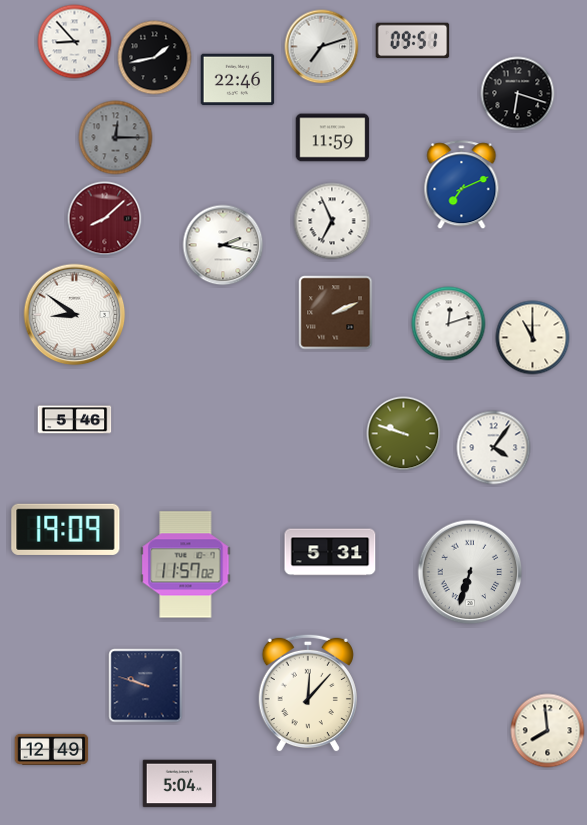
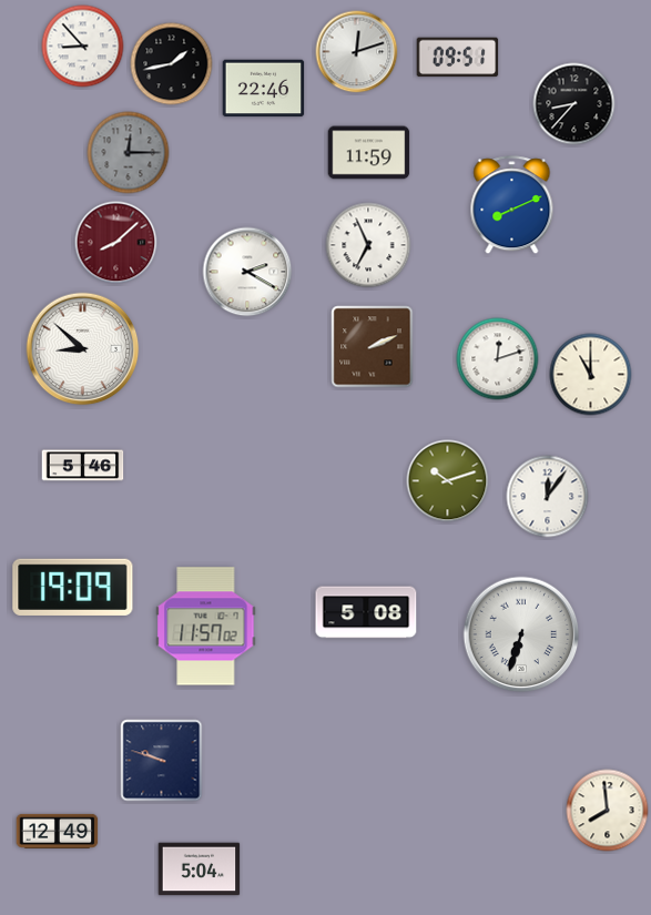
clock at (413, 41) position: (413, 41) -> (458, 58)
clock at (322, 47): 7:12 -> 12:12
clock at (518, 94): 6:18 -> 8:37
clock at (462, 185): 7:11 -> 8:11
clock at (223, 245): 2:17 -> 2:20
clock at (75, 315): 8:51 -> 8:52
clock at (404, 434): 9:48 -> 10:12
clock at (494, 448): 4:06 -> 12:06
clock at (330, 552): 5:31 -> 5:08
clock at (308, 693): 12:07 -> none
